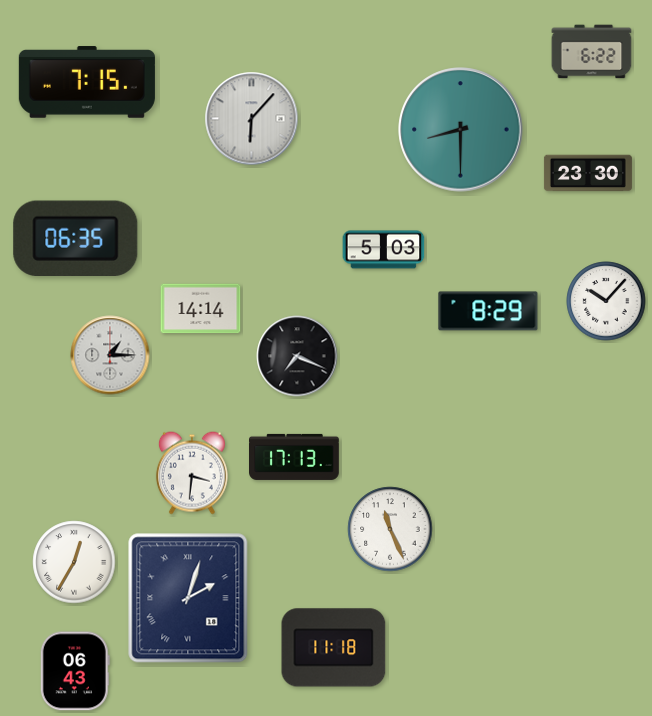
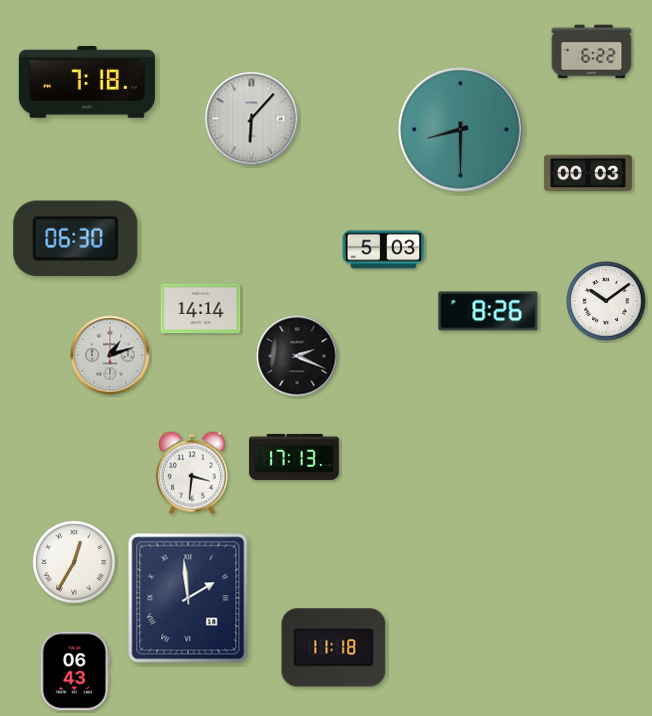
clock at (87, 82): 7:15 -> 7:18
clock at (588, 173): 23:30 -> 00:03
clock at (76, 238): 06:35 -> 06:30
clock at (606, 301): 10:07 -> 10:09
clock at (488, 311): 8:29 -> 8:26
clock at (110, 355): 1:15 -> 1:12
clock at (297, 356): 7:19 -> 2:19
clock at (390, 529): 11:26 -> none
clock at (188, 598): 2:03 -> 1:59
